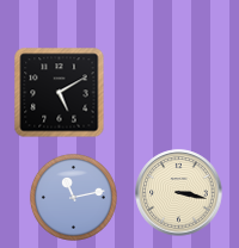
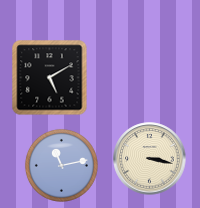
clock at (179, 193) position: (179, 193) -> (150, 159)
